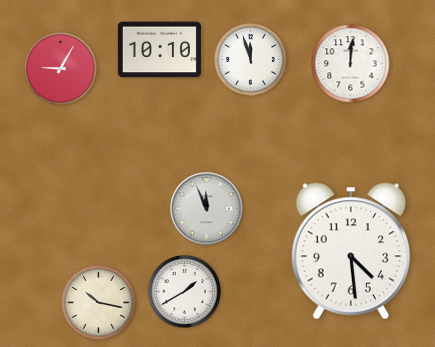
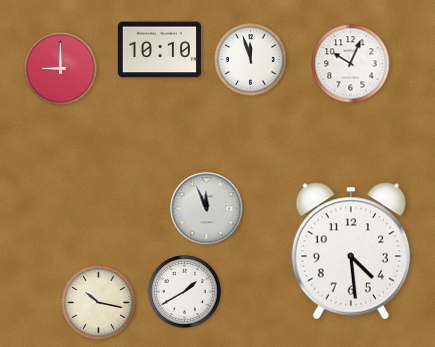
clock at (351, 64): 12:01 -> 10:04
clock at (61, 69): 9:05 -> 9:00
